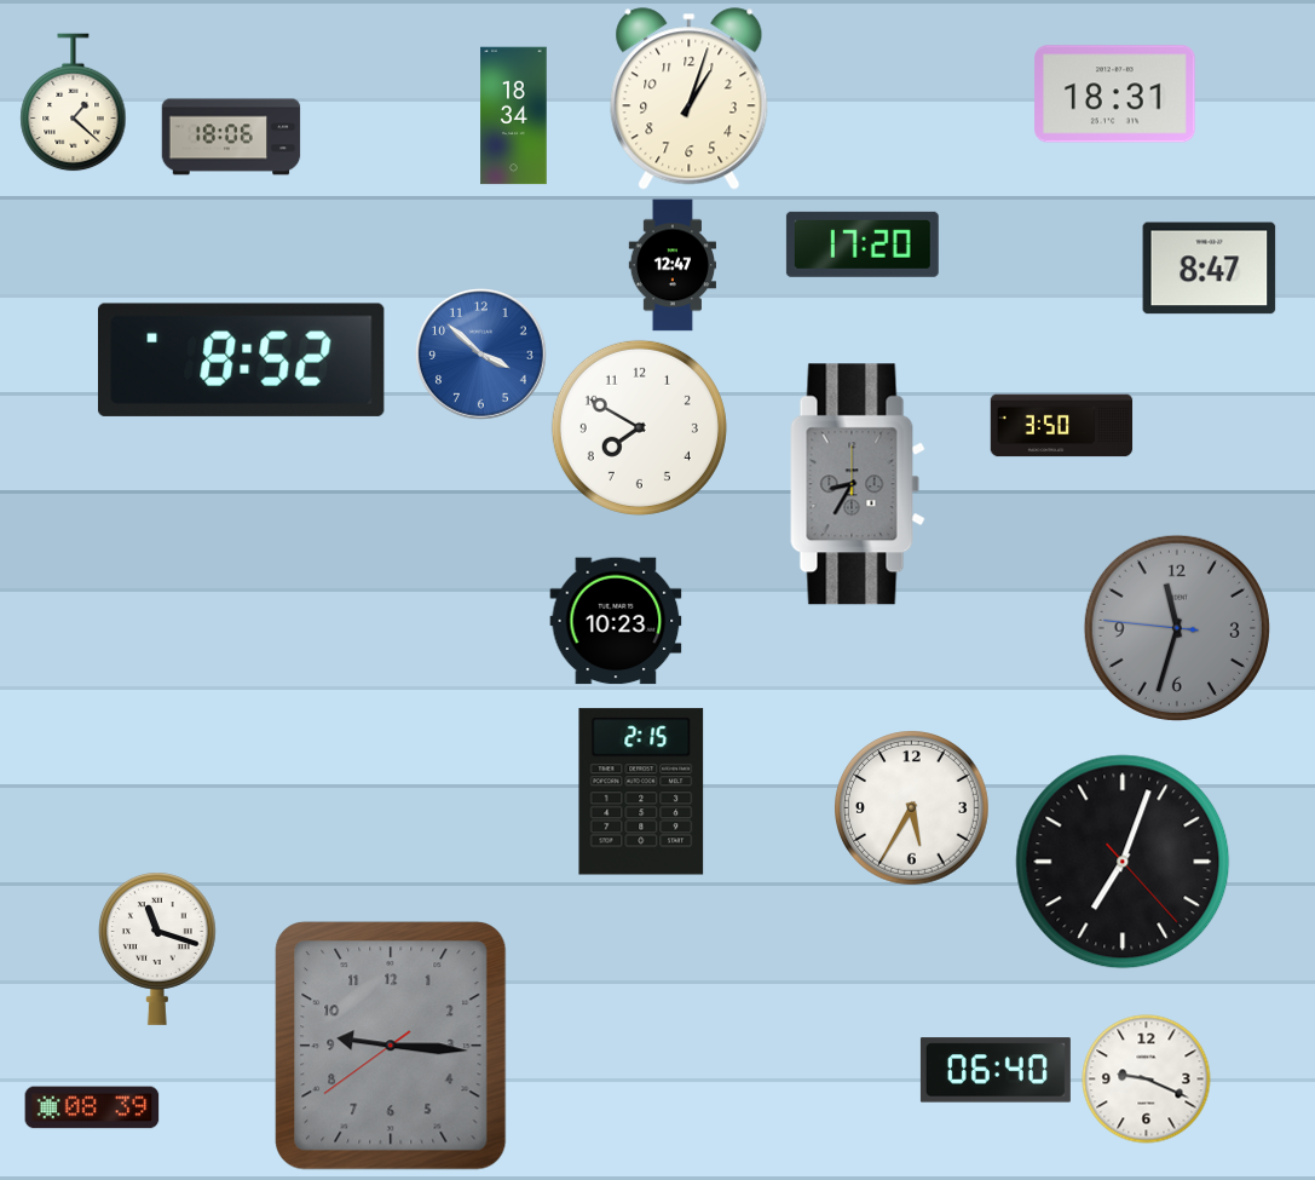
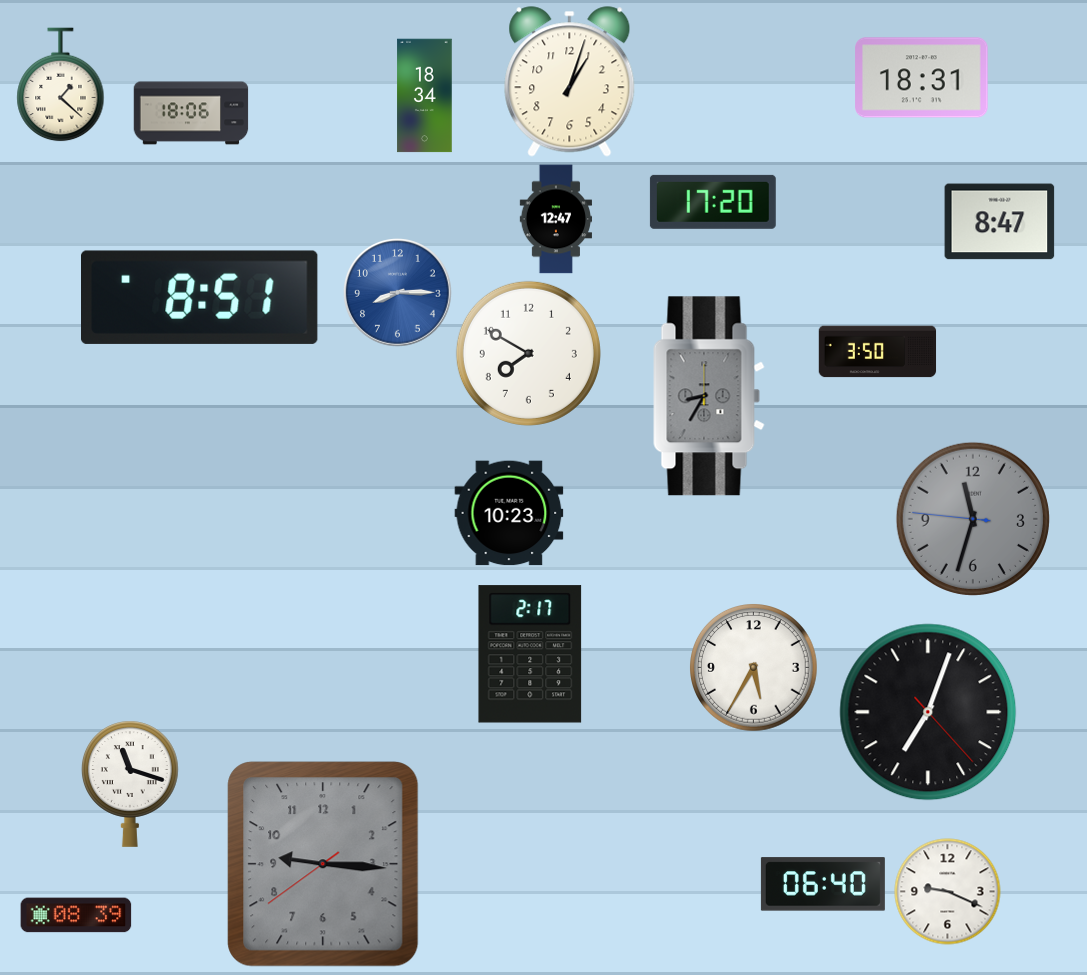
clock at (481, 355): 3:52 -> 8:15
clock at (242, 359): 8:52 -> 8:51
clock at (858, 484) position: (858, 484) -> (709, 396)
clock at (641, 792): 2:15 -> 2:17
